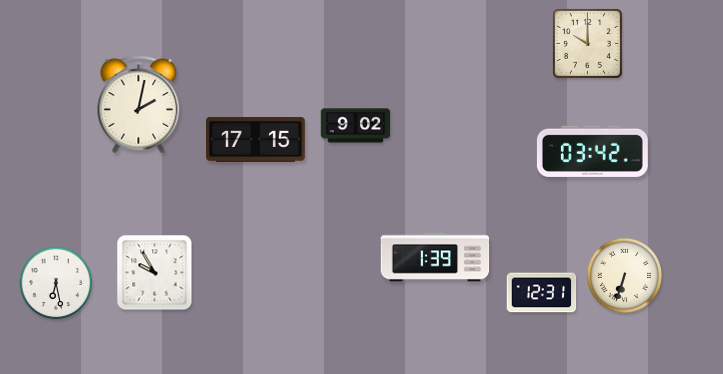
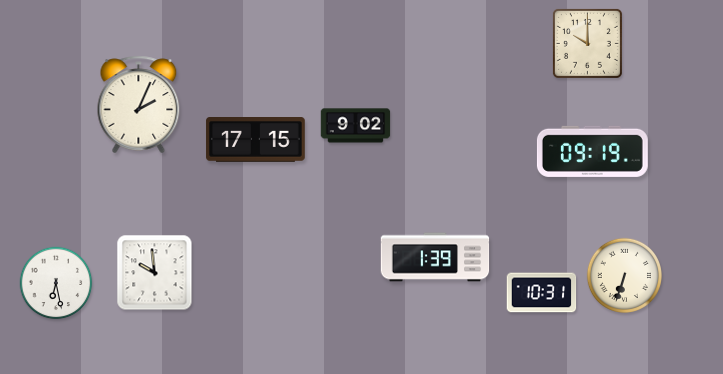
clock at (139, 105): 2:02 -> 2:04
clock at (592, 151): 03:42 -> 09:19
clock at (155, 273): 9:55 -> 9:59
clock at (542, 293): 12:31 -> 10:31
